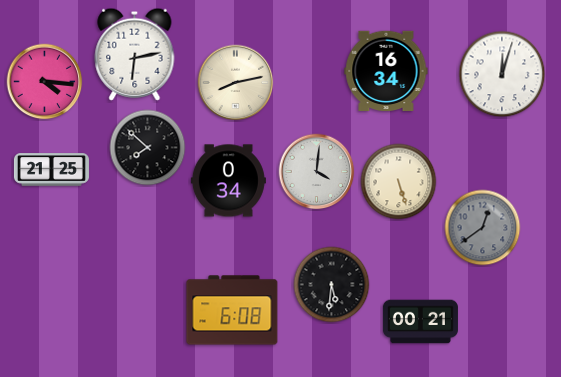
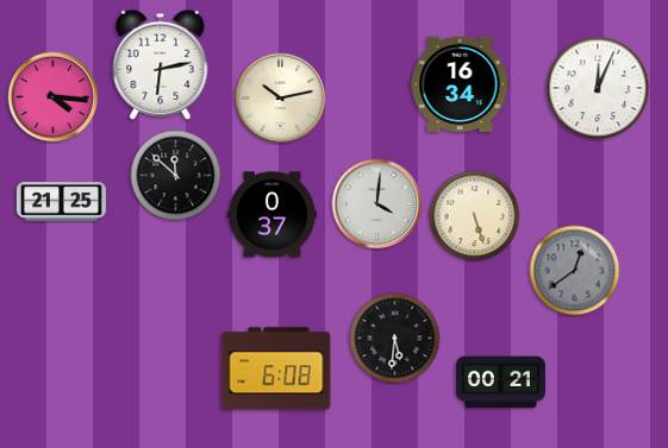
clock at (502, 74): 12:03 -> 12:04
clock at (236, 83): 8:13 -> 10:13
clock at (148, 148): 7:52 -> 11:52
clock at (228, 181): 0:34 -> 0:37
